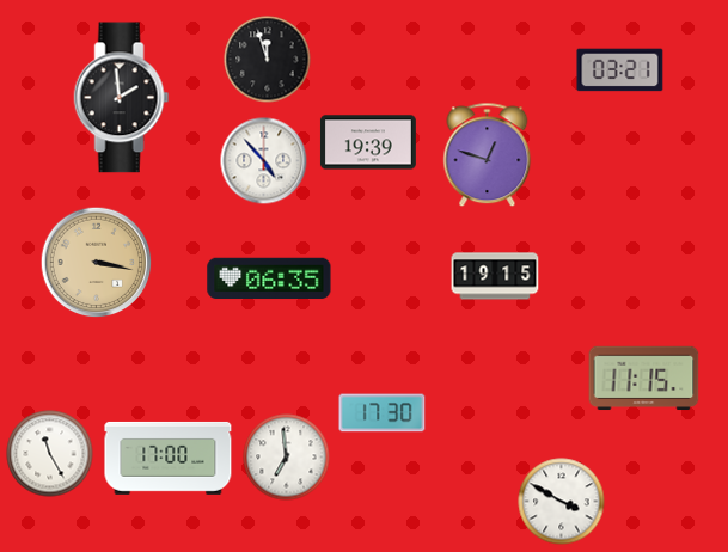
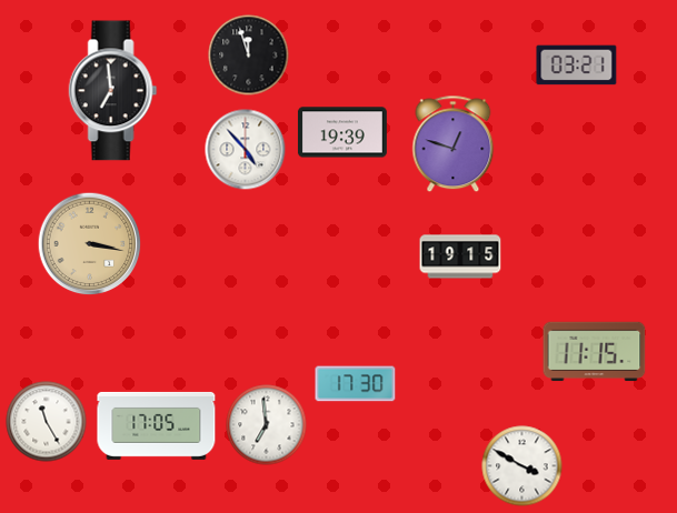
clock at (122, 98): 1:59 -> 6:59
clock at (269, 278): 06:35 -> none
clock at (644, 379) position: (644, 379) -> (595, 352)
clock at (169, 458): 17:00 -> 17:05
